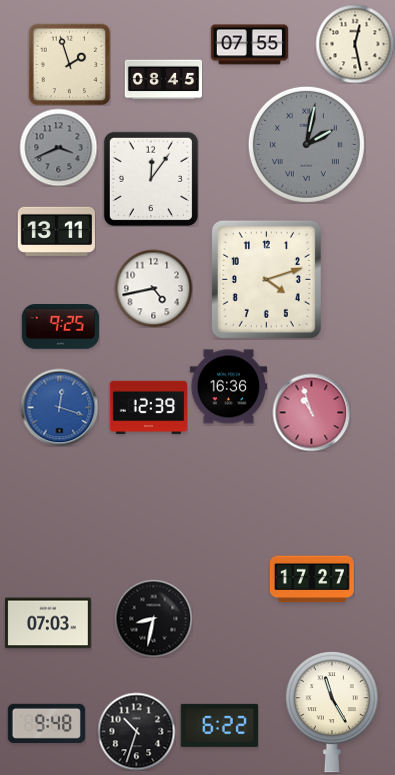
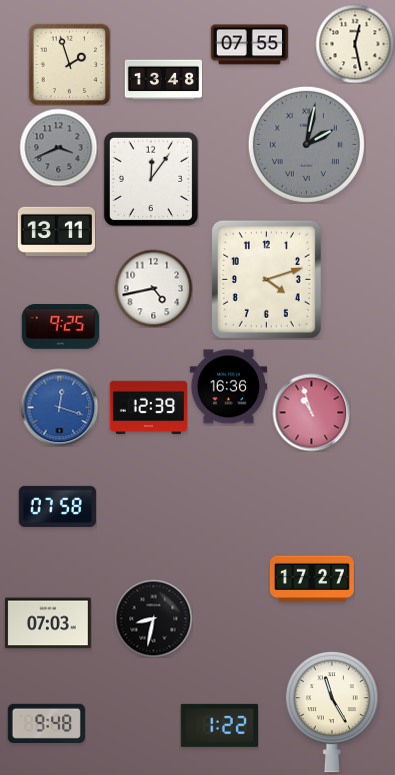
clock at (163, 80): 08:45 -> 13:48
clock at (57, 506): none -> 07:58
clock at (219, 725): 6:22 -> 1:22
clock at (136, 731): 10:33 -> none
